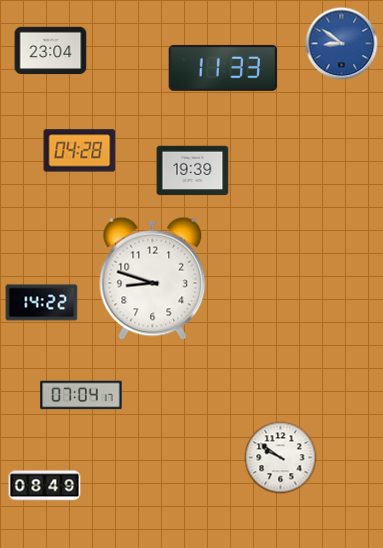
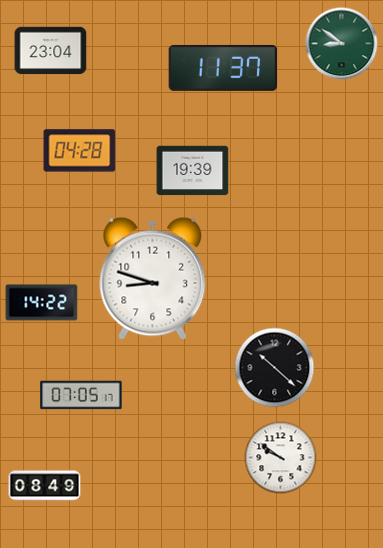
clock at (342, 44) dial: blue -> green
clock at (223, 68): 11:33 -> 11:37
clock at (275, 368): none -> 10:22
clock at (81, 395): 07:04 -> 07:05
